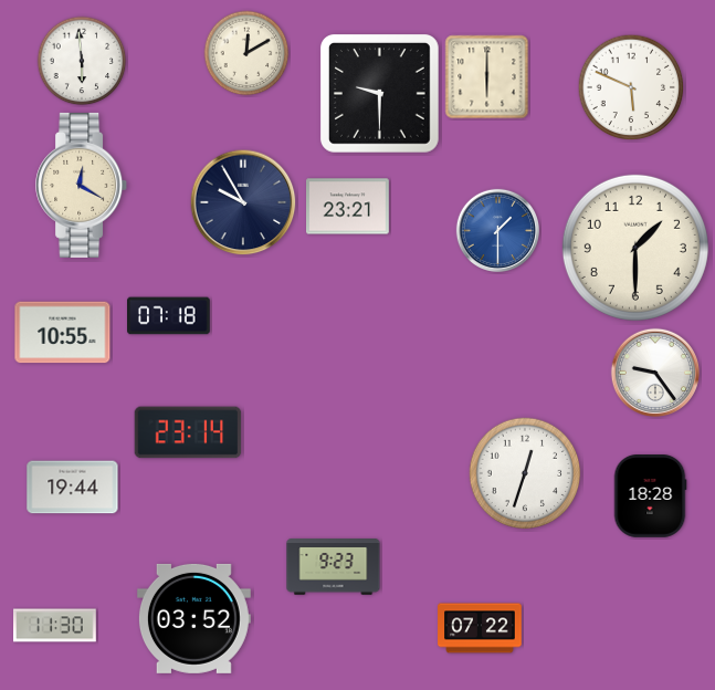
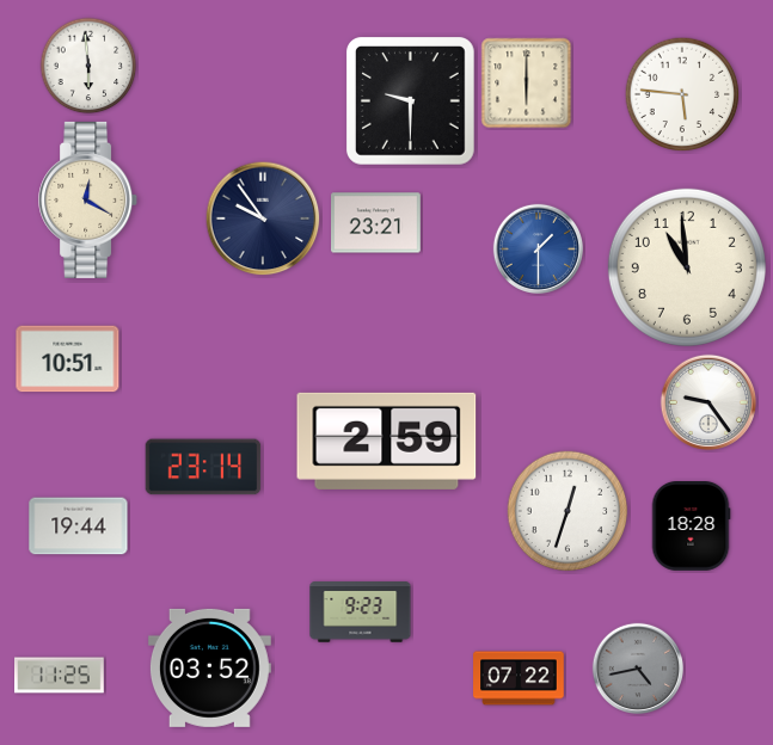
clock at (246, 53): 12:10 -> none
clock at (631, 87): 5:49 -> 5:46
clock at (243, 202): 9:55 -> 9:54
clock at (635, 248): 1:30 -> 10:59
clock at (169, 316): 07:18 -> none
clock at (63, 333): 10:55 -> 10:51
clock at (387, 441): none -> 2:59
clock at (650, 496) position: (650, 496) -> (691, 527)
clock at (637, 667): none -> 4:43
clock at (55, 626): 11:30 -> 11:25
